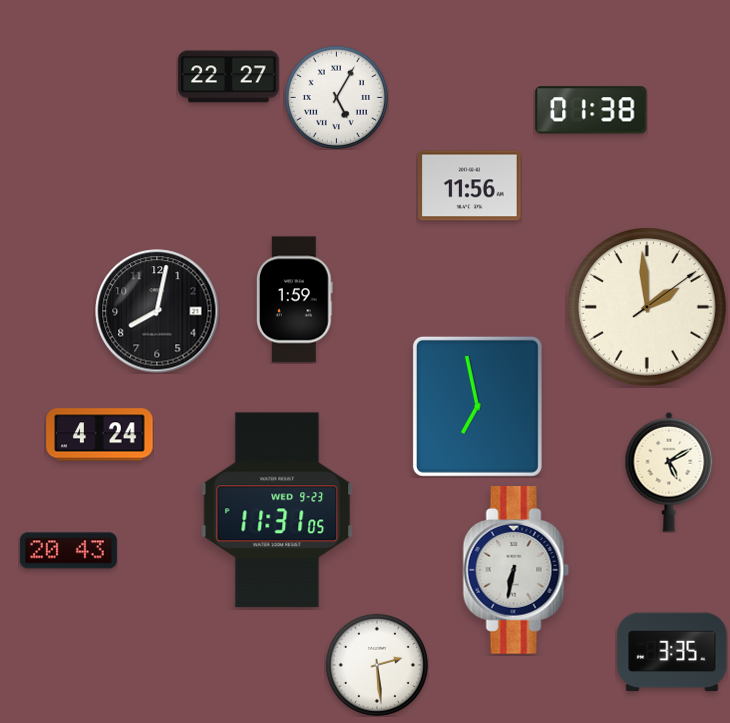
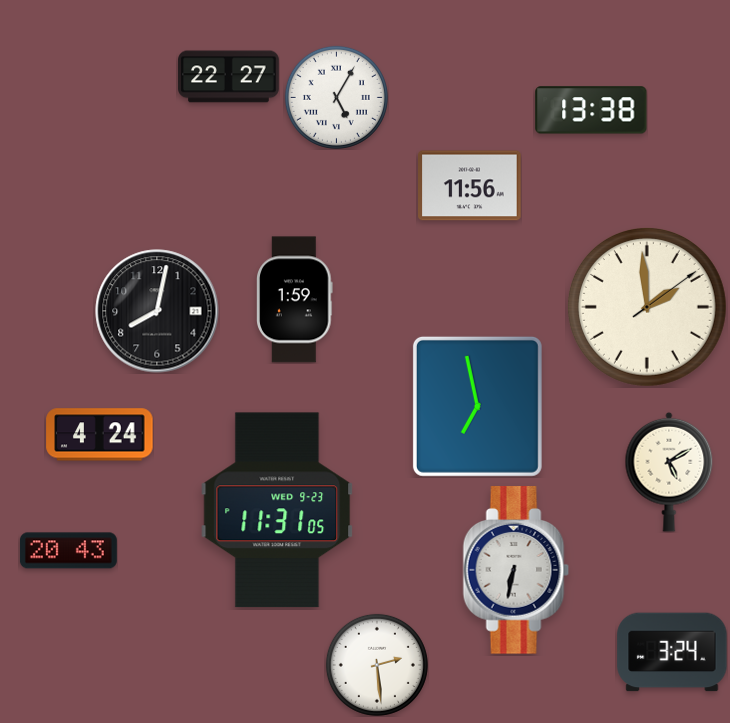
clock at (591, 110): 01:38 -> 13:38
clock at (672, 652): 3:35 -> 3:24
